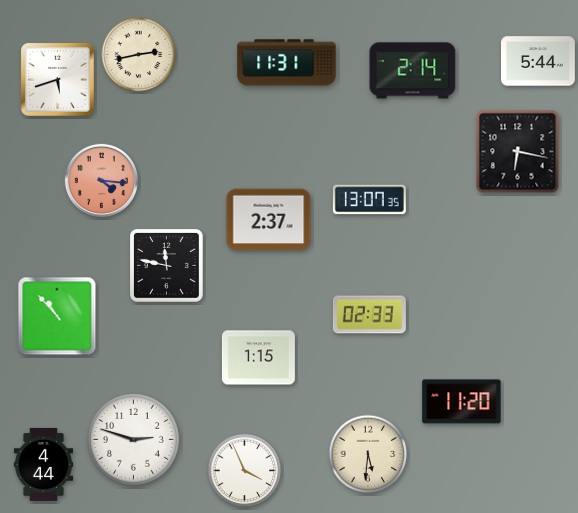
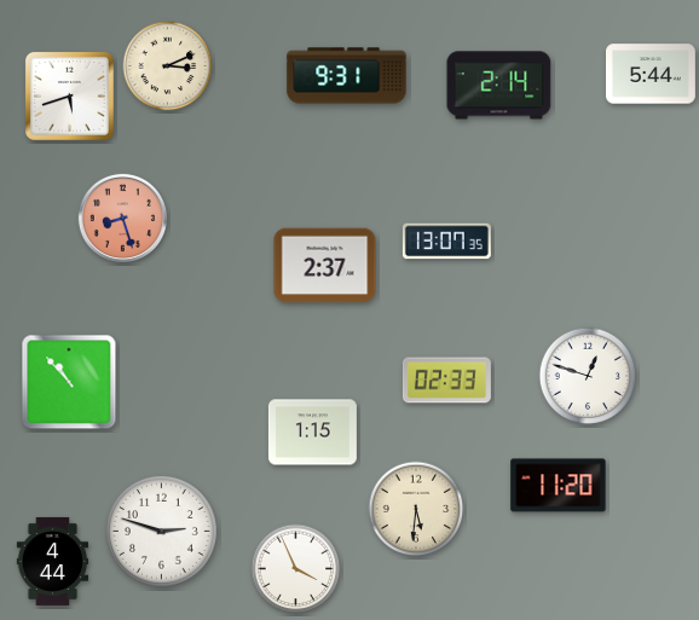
clock at (139, 55): 2:43 -> 3:11
clock at (287, 63): 11:31 -> 9:31
clock at (518, 152): 6:17 -> none
clock at (101, 180): 4:16 -> 8:27
clock at (167, 266): 11:47 -> none
clock at (588, 376): none -> 12:48
clock at (368, 454) position: (368, 454) -> (416, 509)
